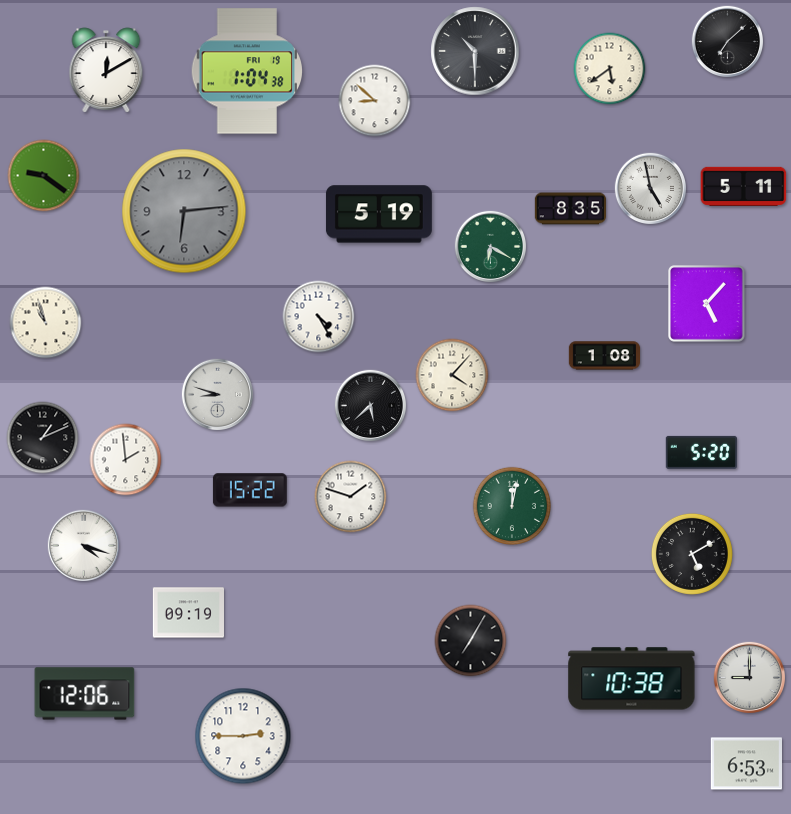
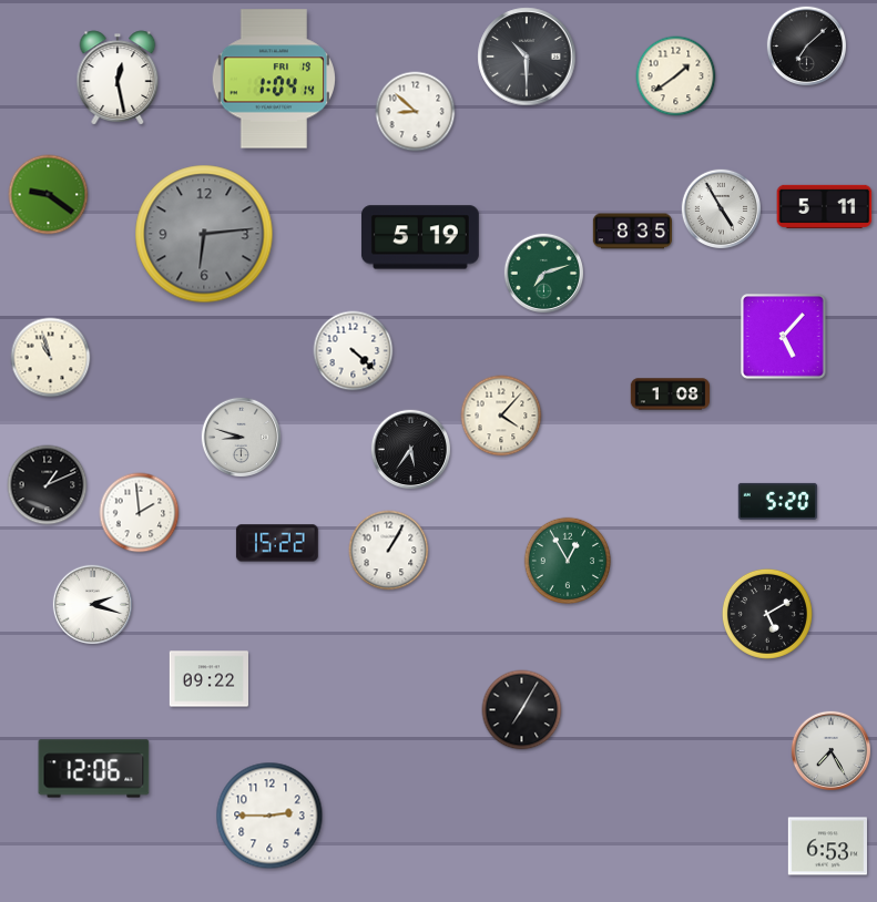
clock at (610, 69): 5:39 -> 1:39
clock at (106, 70): 12:10 -> 12:28
clock at (246, 71): 1:04:38 -> 1:04:14
clock at (651, 189): 4:58 -> 4:55
clock at (491, 247): 6:20 -> 7:12
clock at (319, 317): 4:25 -> 4:22
clock at (371, 406): 5:38 -> 5:36
clock at (126, 460) position: (126, 460) -> (140, 513)
clock at (351, 497): 1:48 -> 1:05
clock at (512, 506): 12:02 -> 12:55
clock at (84, 546): 4:18 -> 2:18
clock at (188, 613): 09:19 -> 09:22
clock at (750, 678): 9:00 -> 7:25
clock at (632, 679): 10:38 -> none
